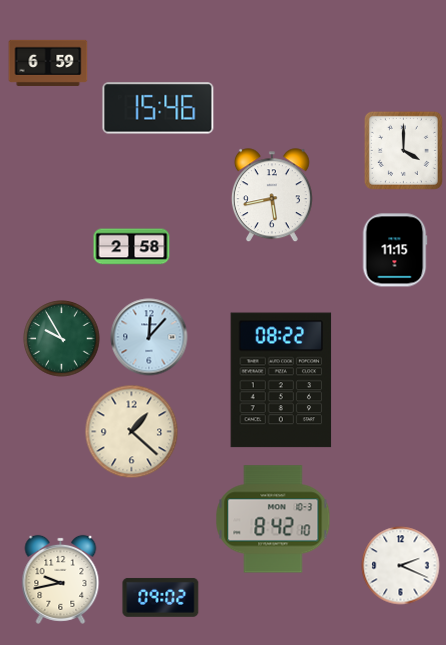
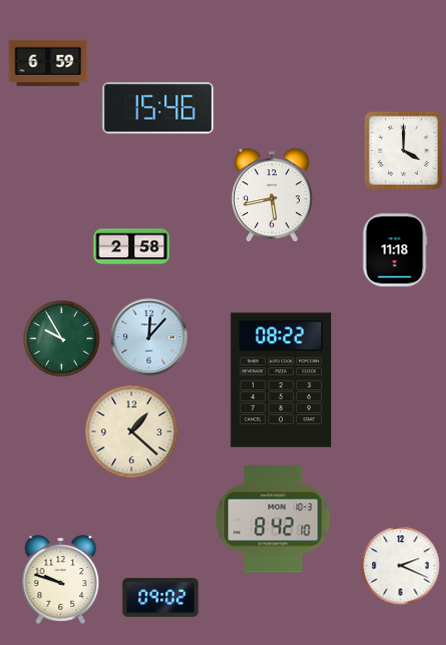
clock at (395, 250): 11:15 -> 11:18
clock at (61, 579): 9:43 -> 9:48
